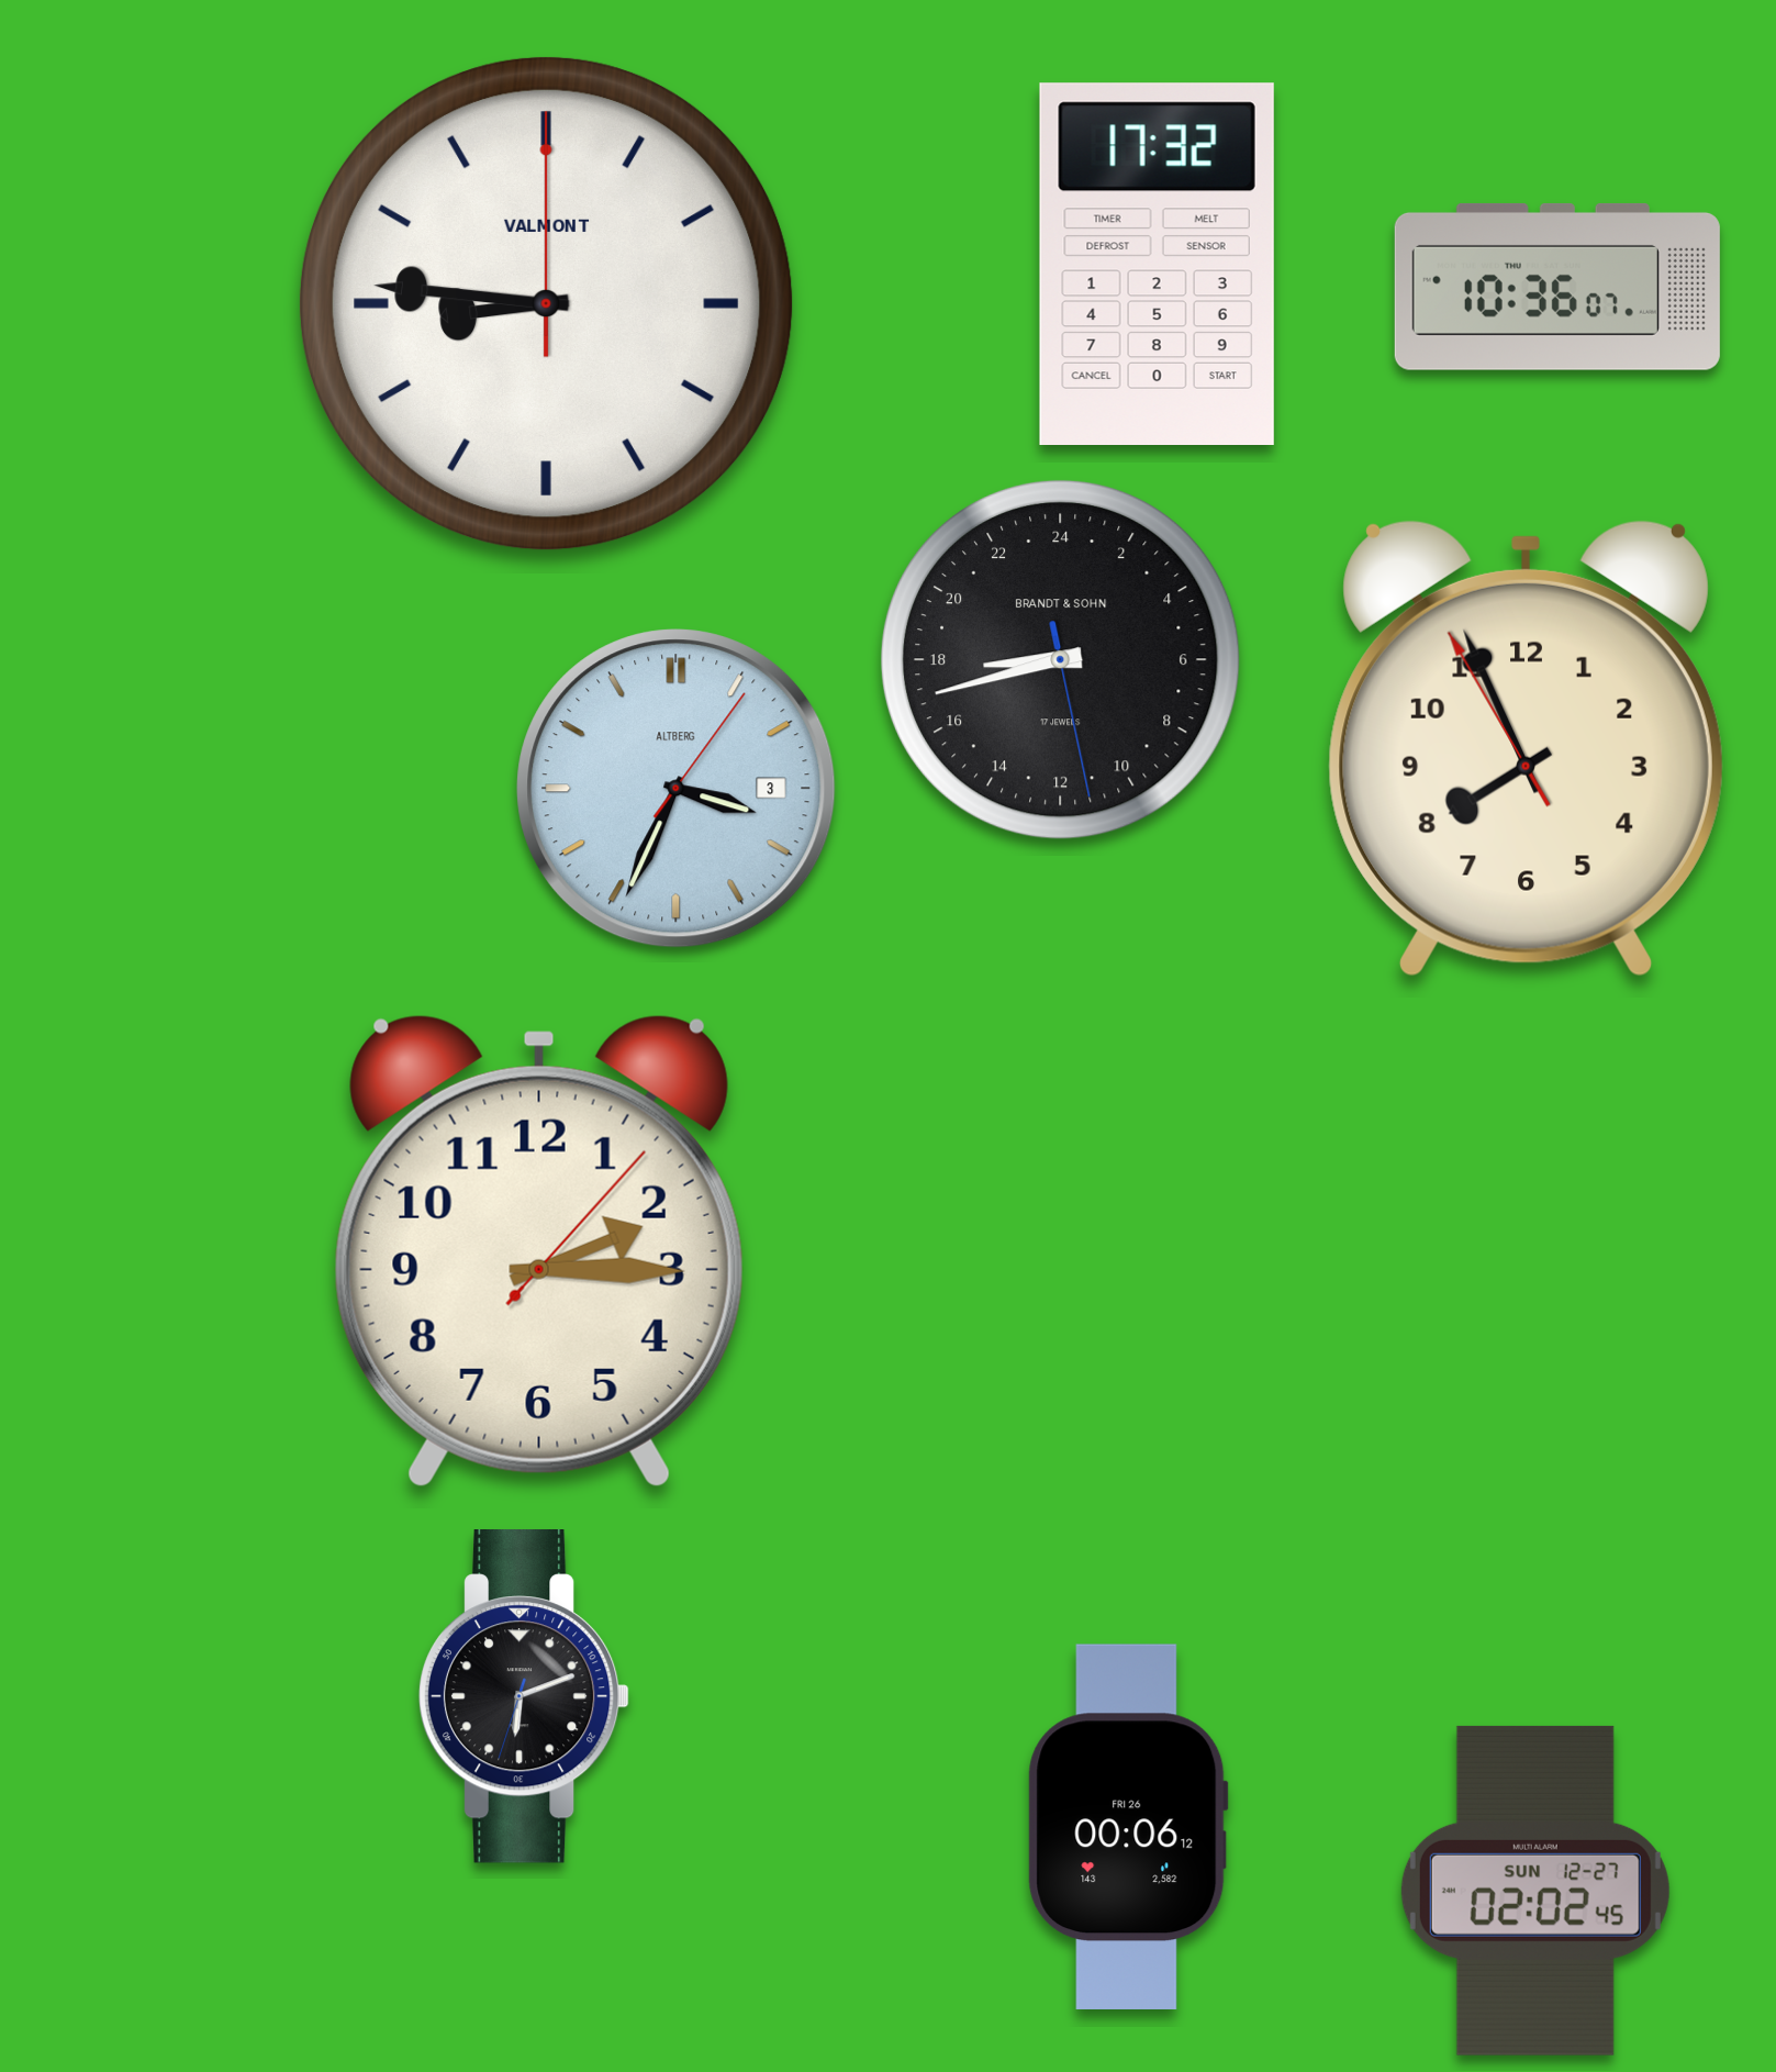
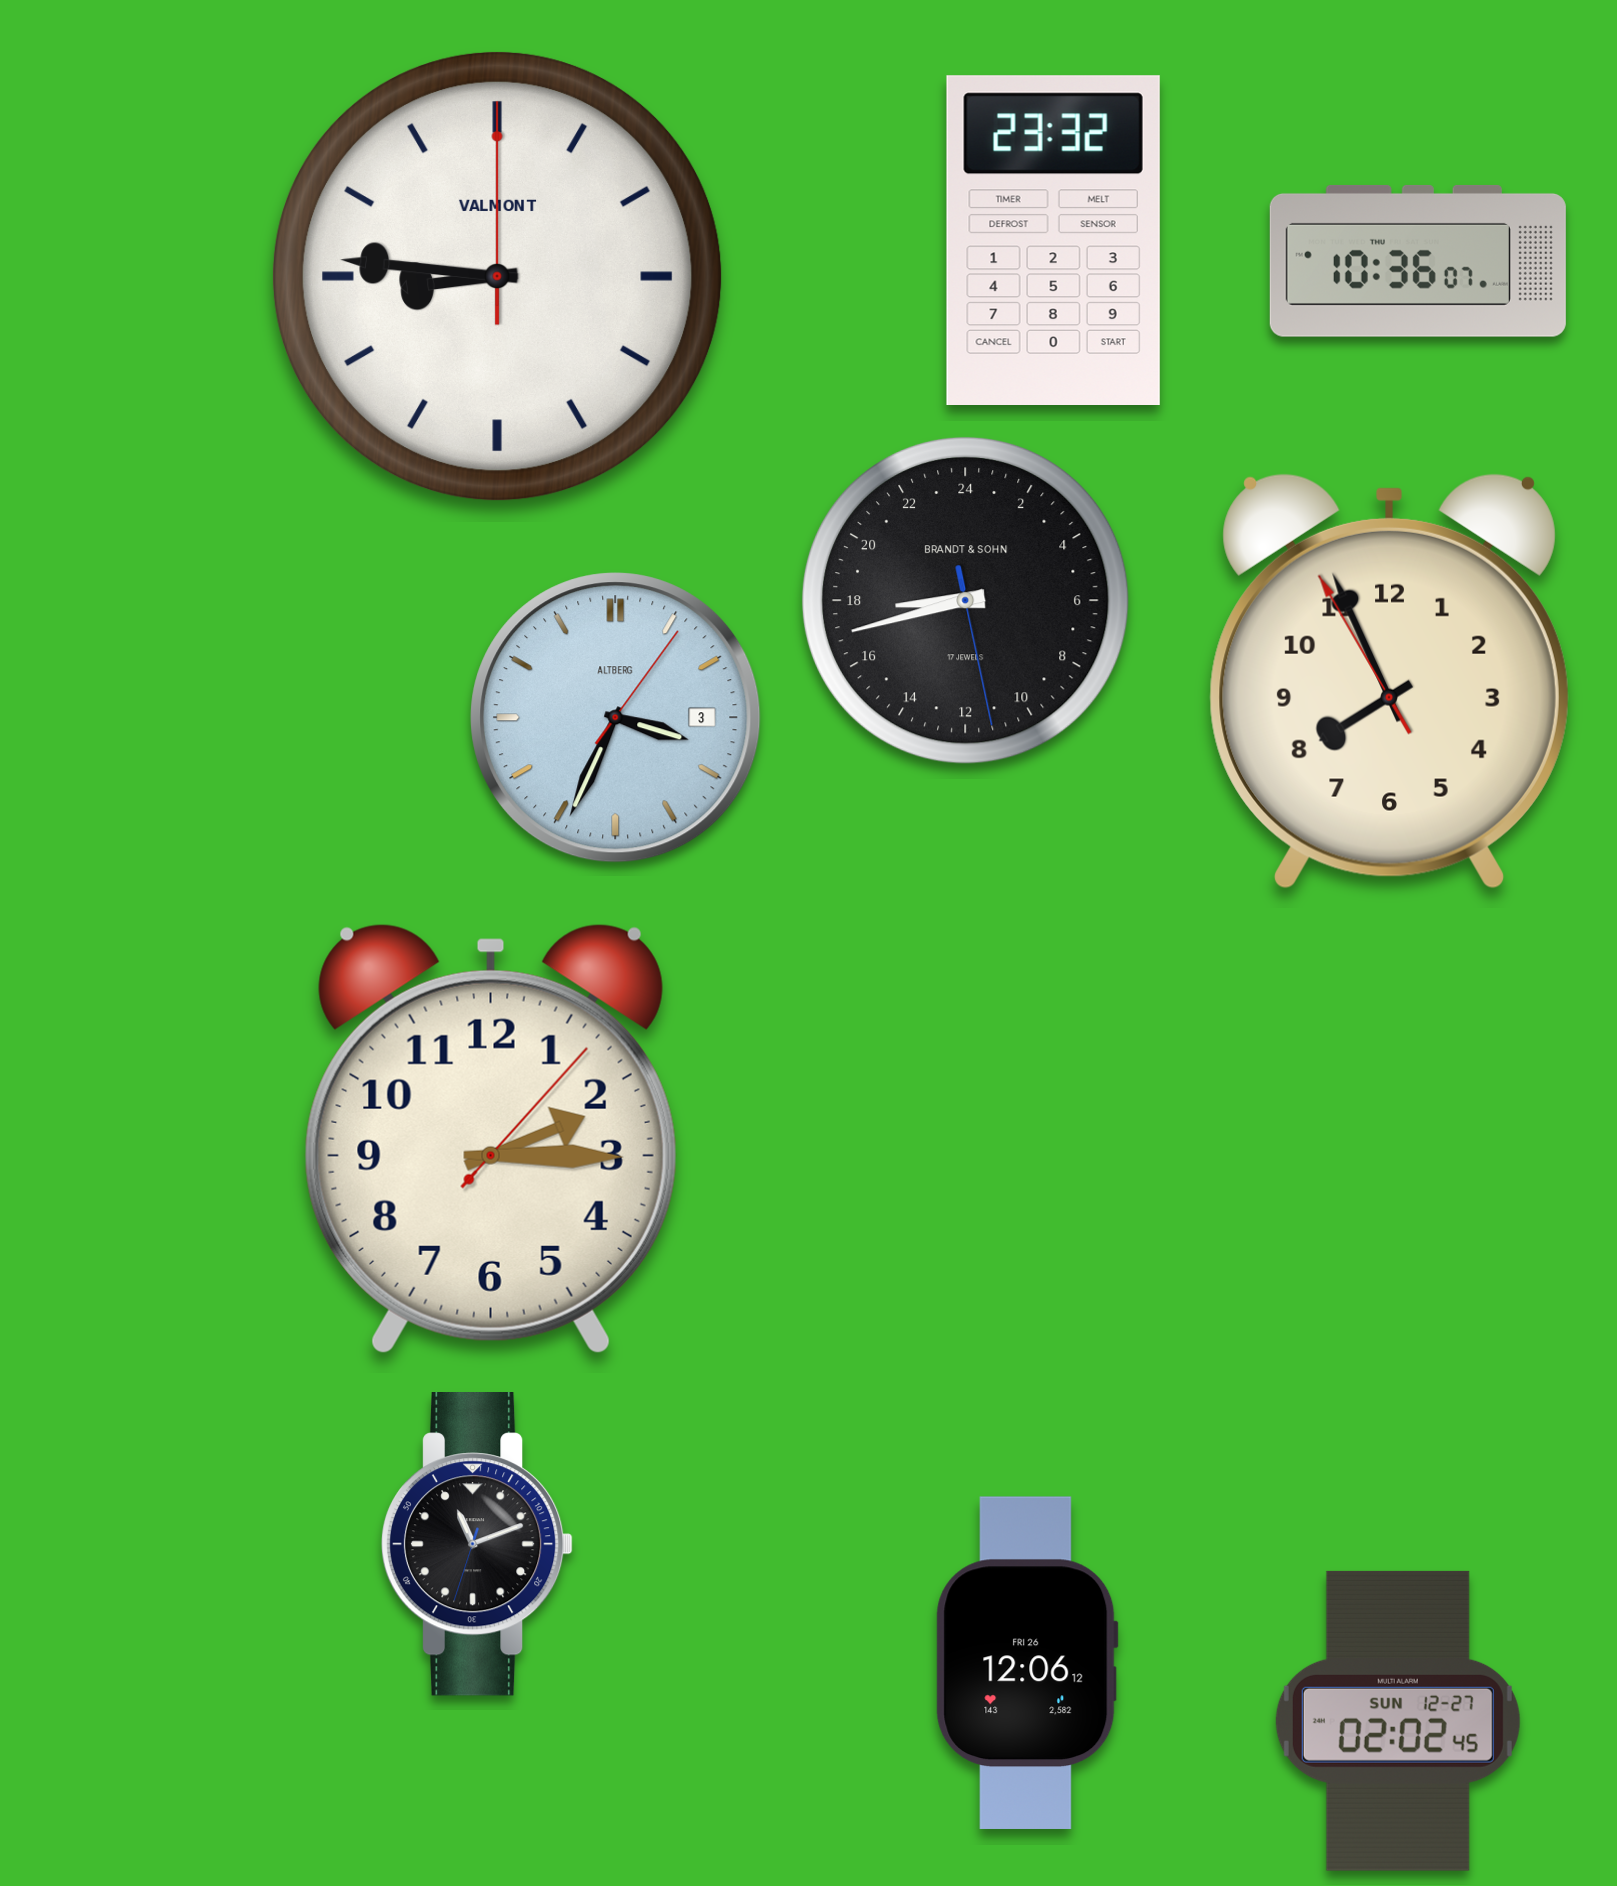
clock at (1157, 264): 17:32 -> 23:32
clock at (524, 1697): 6:11 -> 11:11
clock at (1128, 1827): 00:06 -> 12:06
